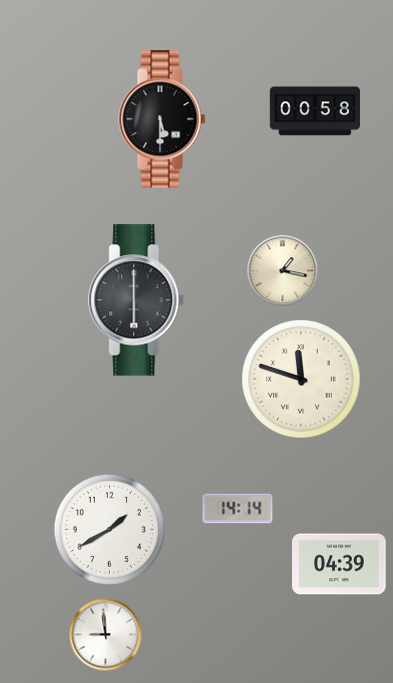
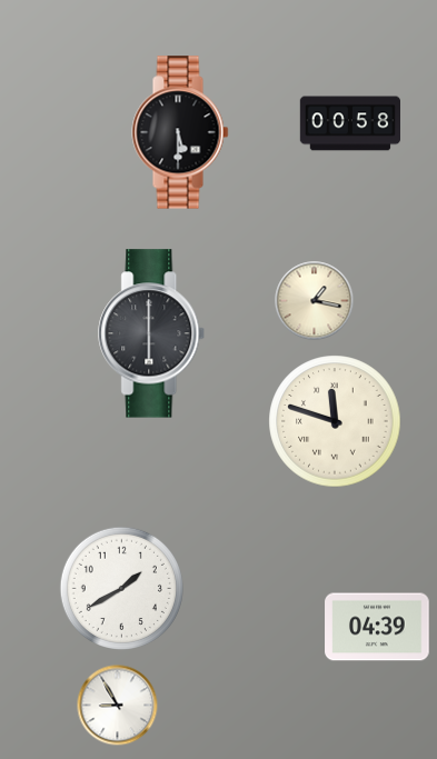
clock at (238, 509): 14:14 -> none
clock at (106, 635): 8:59 -> 8:55
